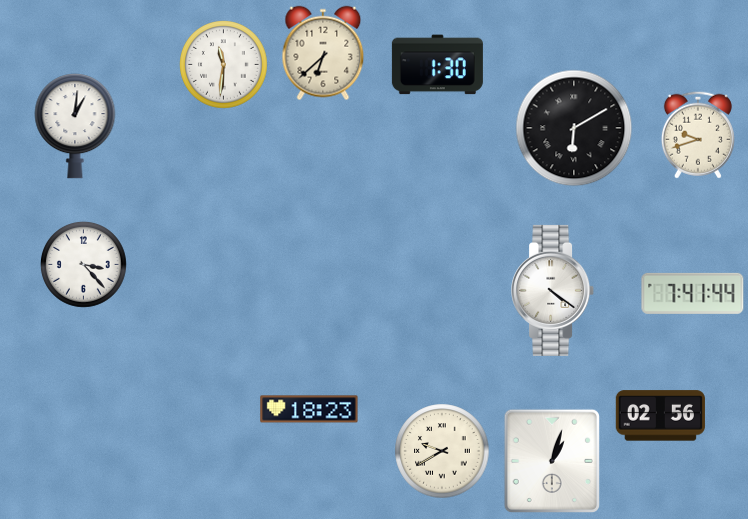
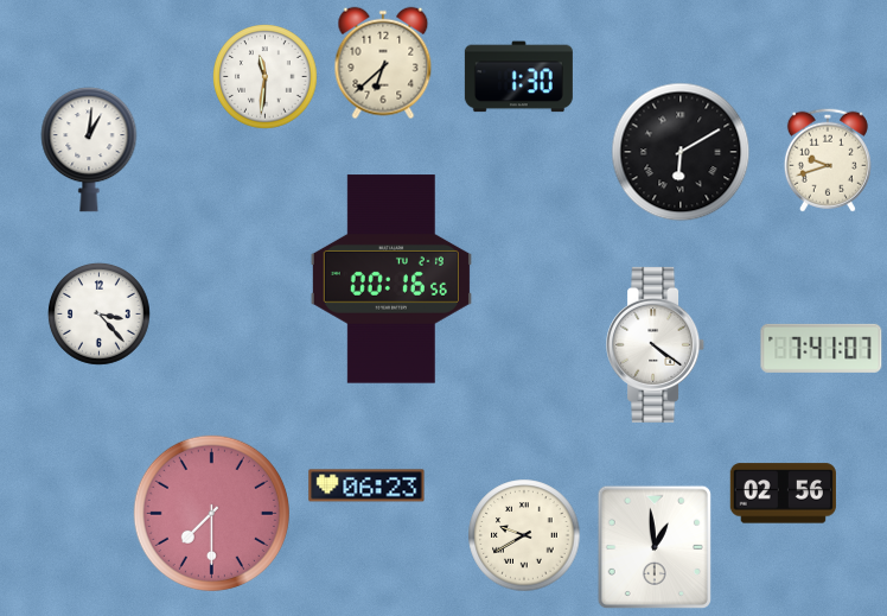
clock at (391, 279): none -> 00:16
clock at (693, 293): 7:41:44 -> 7:41:07
clock at (309, 409): 18:23 -> 06:23
clock at (211, 513): none -> 7:30
clock at (552, 460): 1:03 -> 12:59
